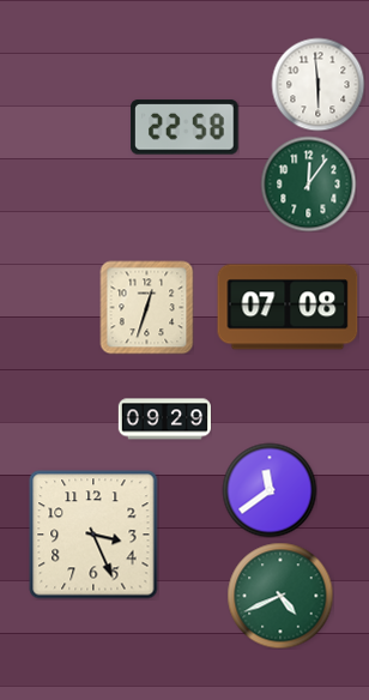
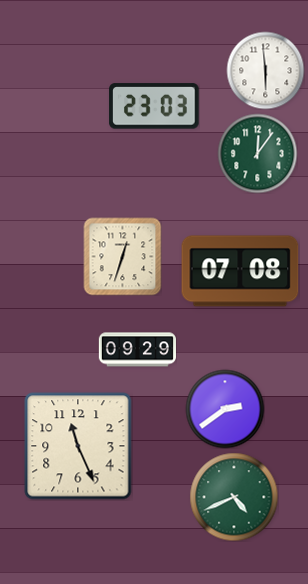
clock at (184, 127): 22:58 -> 23:03
clock at (288, 307) position: (288, 307) -> (240, 271)
clock at (270, 490): 11:39 -> 2:39
clock at (93, 535): 3:26 -> 11:26
